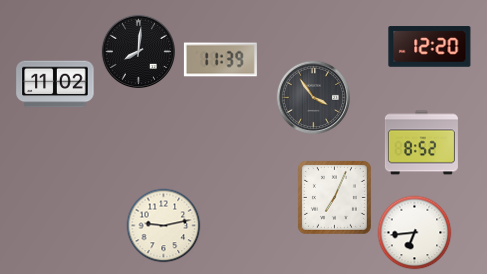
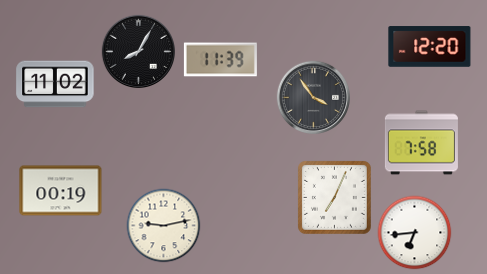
clock at (138, 51): 8:01 -> 8:05
clock at (421, 143): 8:52 -> 7:58
clock at (61, 191): none -> 00:19
